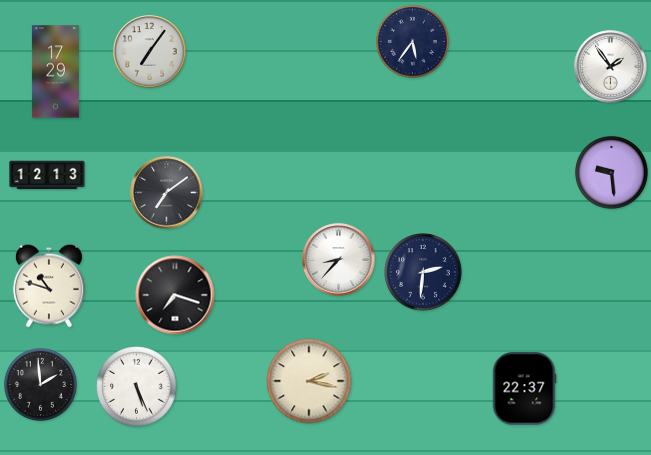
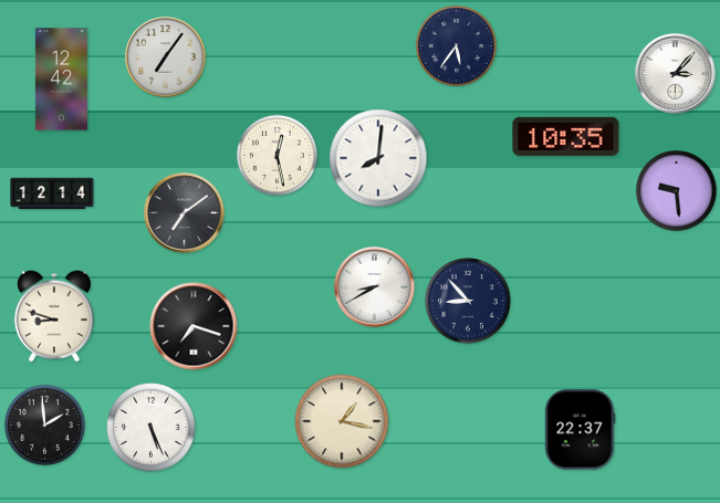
clock at (611, 67): 1:54 -> 3:07
clock at (55, 72): 17:29 -> 12:42
clock at (566, 136): none -> 10:35
clock at (276, 155): none -> 12:28
clock at (378, 158): none -> 8:01
clock at (47, 175): 12:13 -> 12:14
clock at (339, 260): 8:37 -> 8:40
clock at (423, 272): 2:31 -> 8:53
clock at (49, 286): 10:48 -> 8:48
clock at (309, 381): 2:17 -> 1:17
